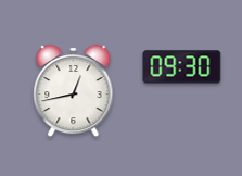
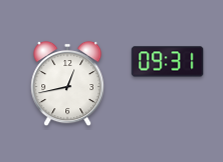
clock at (182, 67): 09:30 -> 09:31
